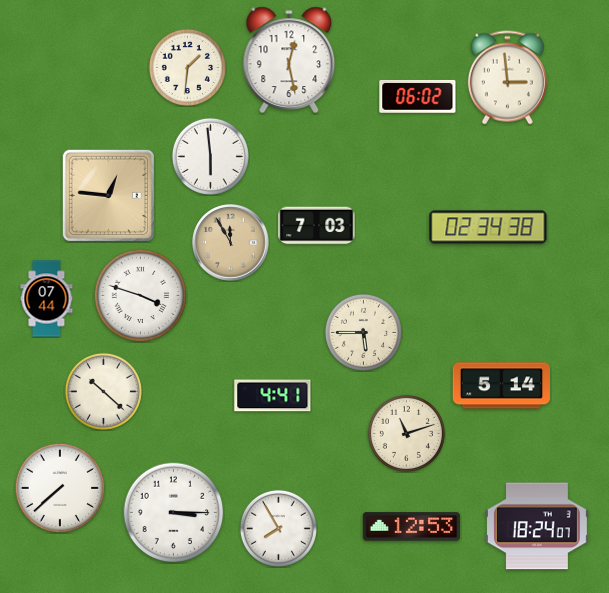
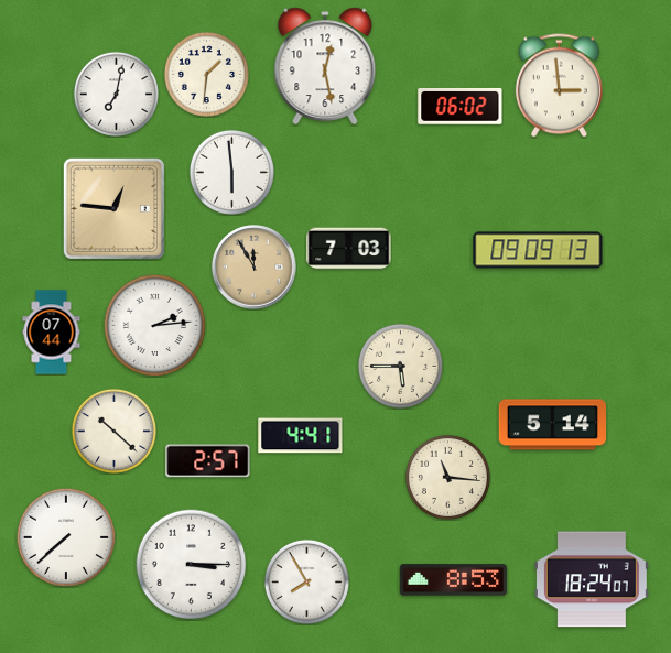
clock at (289, 60) position: (289, 60) -> (325, 66)
clock at (116, 94): none -> 7:02
clock at (108, 195) position: (108, 195) -> (113, 208)
clock at (488, 227): 02:34 -> 09:09
clock at (140, 295): 3:48 -> 2:14
clock at (47, 299) position: (47, 299) -> (52, 333)
clock at (208, 461): none -> 2:57
clock at (406, 433): 11:12 -> 11:16
clock at (411, 527): 12:53 -> 8:53
